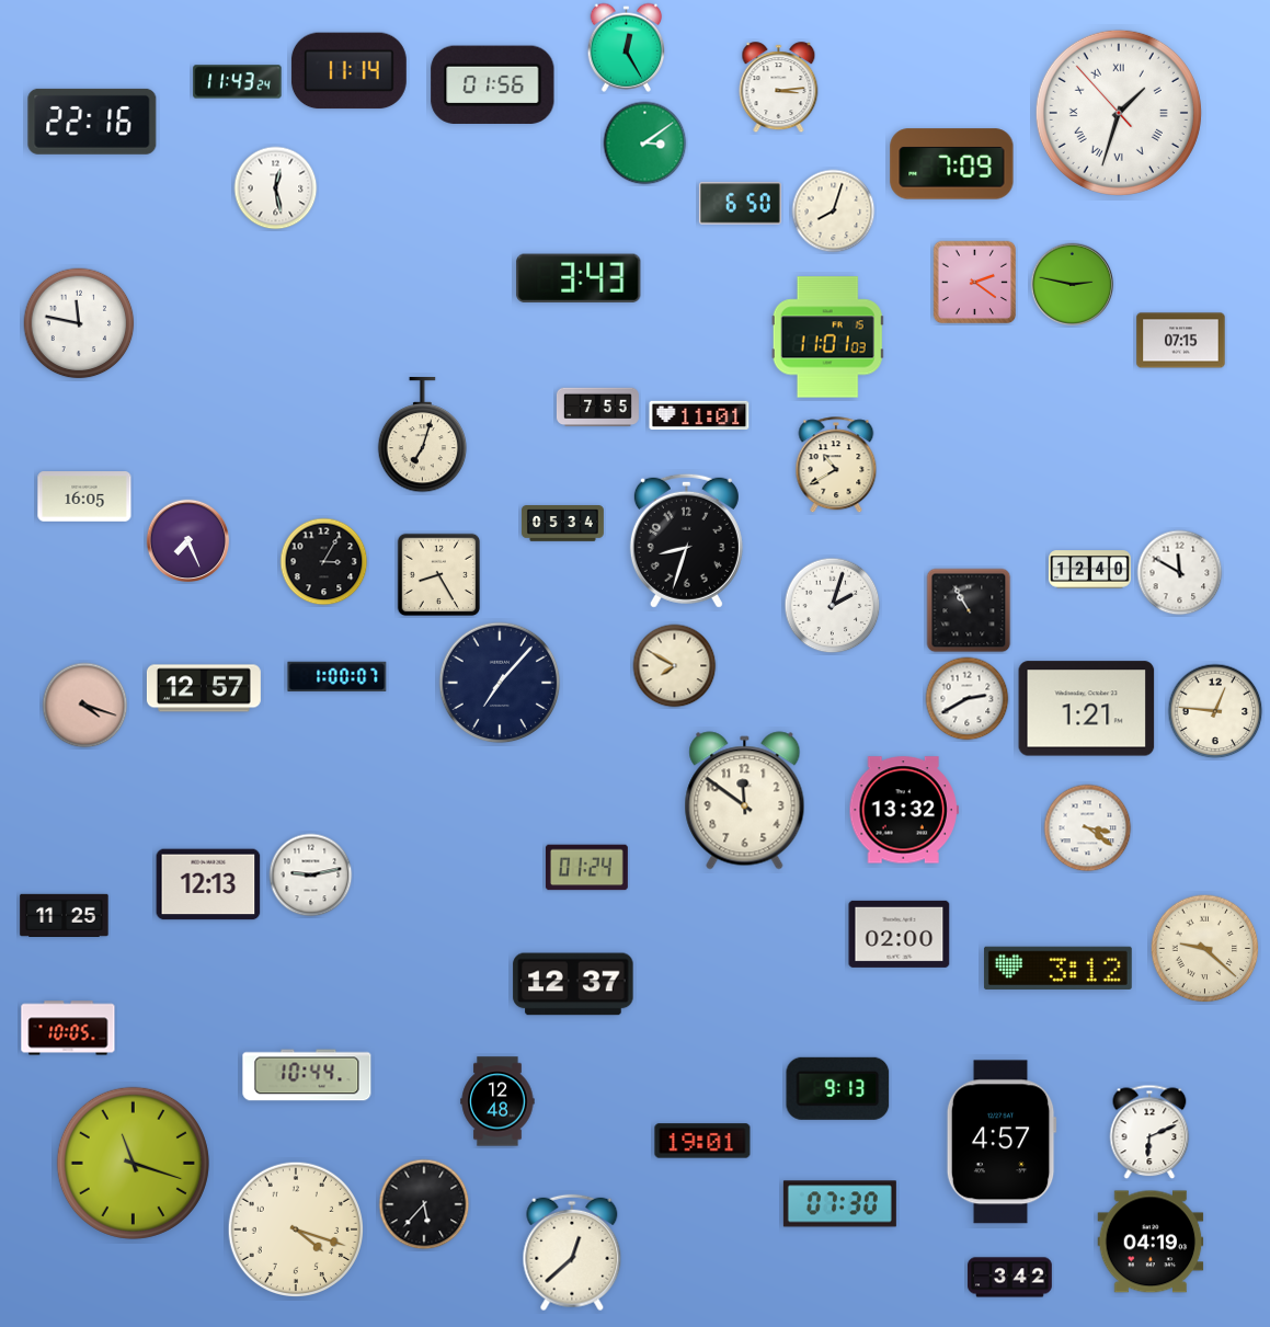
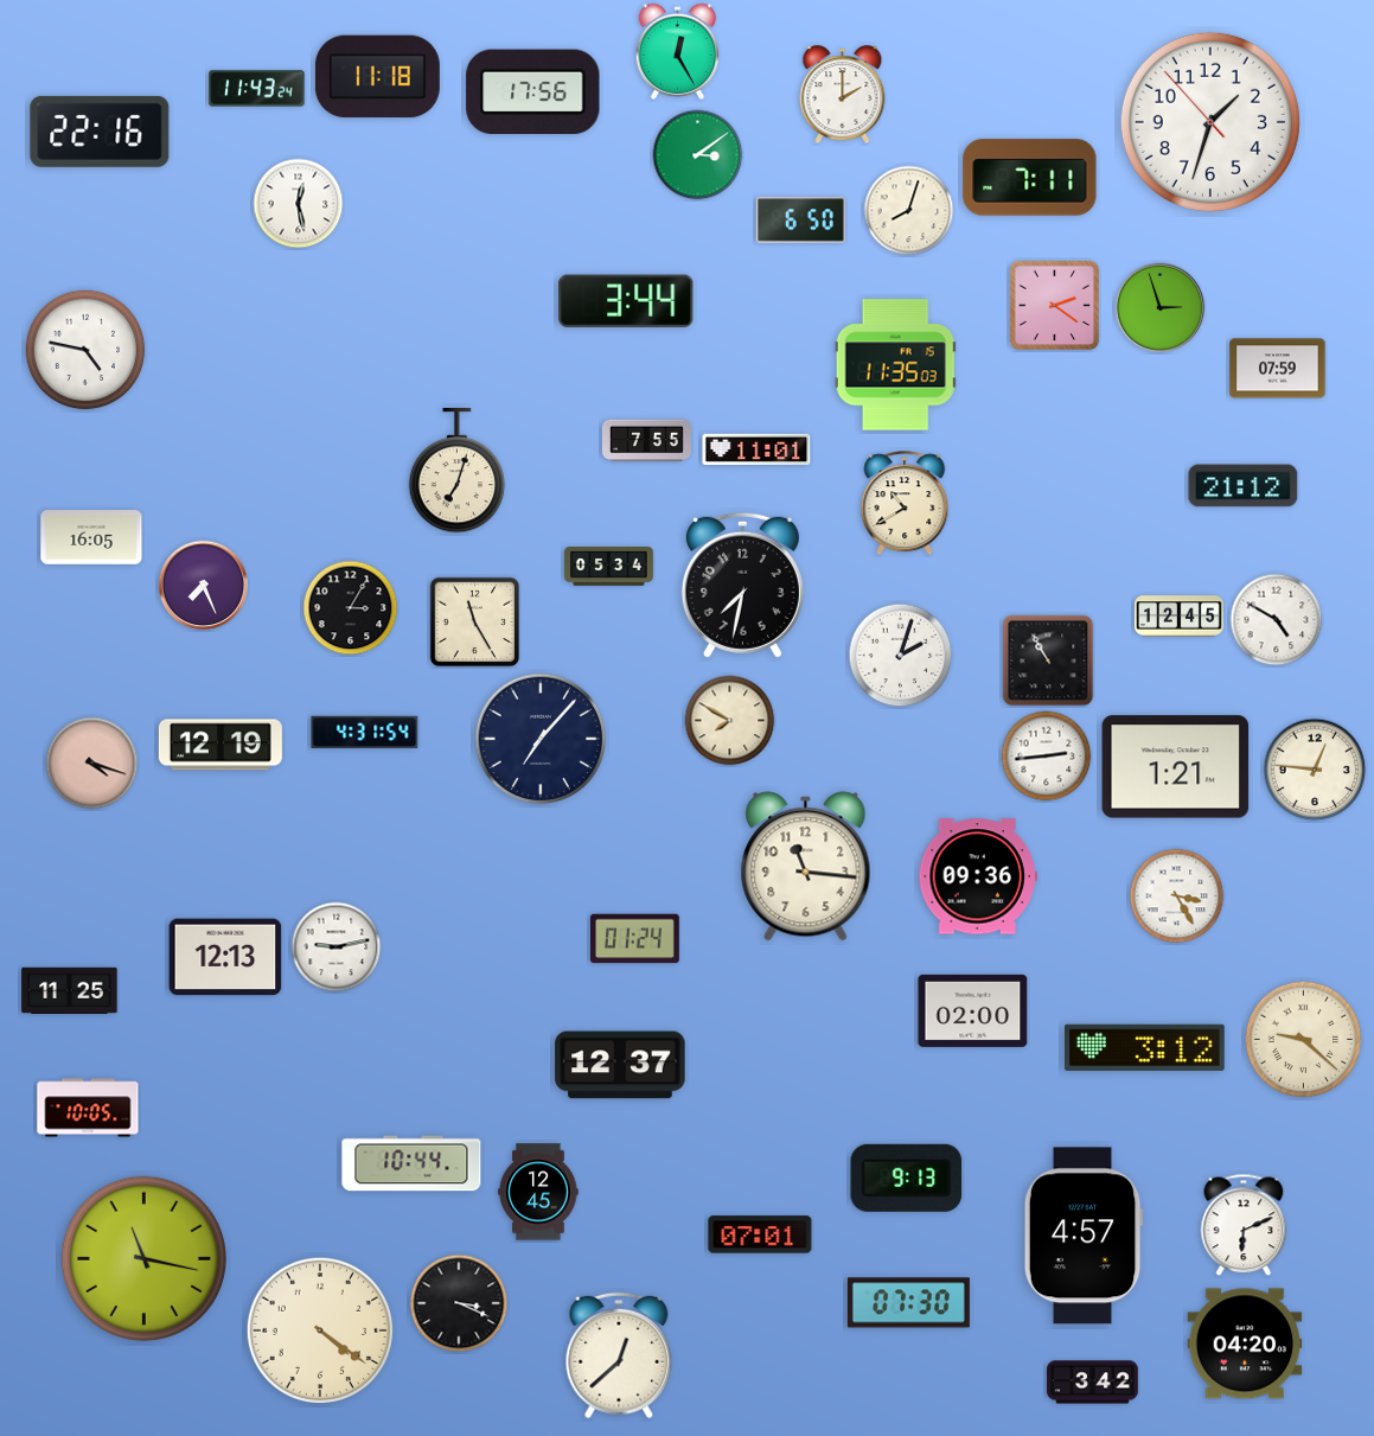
clock at (348, 71): 11:14 -> 11:18
clock at (493, 84): 01:56 -> 17:56
clock at (779, 88): 3:14 -> 2:00
clock at (1119, 113) numerals: Roman -> Arabic
clock at (952, 164): 7:09 -> 7:11
clock at (834, 211) position: (834, 211) -> (909, 211)
clock at (579, 278): 3:43 -> 3:44
clock at (1073, 285): 2:47 -> 2:57
clock at (79, 323): 11:47 -> 4:47
clock at (827, 338): 11:01 -> 11:35
clock at (1181, 341): 07:15 -> 07:59
clock at (1244, 486): none -> 21:12
clock at (686, 540): 8:33 -> 7:32
clock at (1089, 570): 12:40 -> 12:45
clock at (1180, 573): 11:50 -> 4:50
clock at (439, 575): 8:25 -> 11:25
clock at (337, 676): 1:00 -> 4:31
clock at (204, 688): 12:57 -> 12:19
clock at (968, 699): 2:40 -> 2:44
clock at (745, 801): 11:51 -> 11:16
clock at (904, 810): 13:32 -> 09:36
clock at (1088, 828): 3:21 -> 3:25
clock at (1205, 949) position: (1205, 949) -> (1304, 1040)
clock at (68, 1028) position: (68, 1028) -> (88, 1108)
clock at (307, 1075) position: (307, 1075) -> (411, 1163)
clock at (497, 1101): 12:48 -> 12:45
clock at (702, 1141): 19:01 -> 07:01
clock at (133, 1163): 11:18 -> 11:17
clock at (424, 1204): 5:37 -> 3:19
clock at (295, 1228): 4:18 -> 4:21
clock at (1151, 1242): 04:19 -> 04:20
